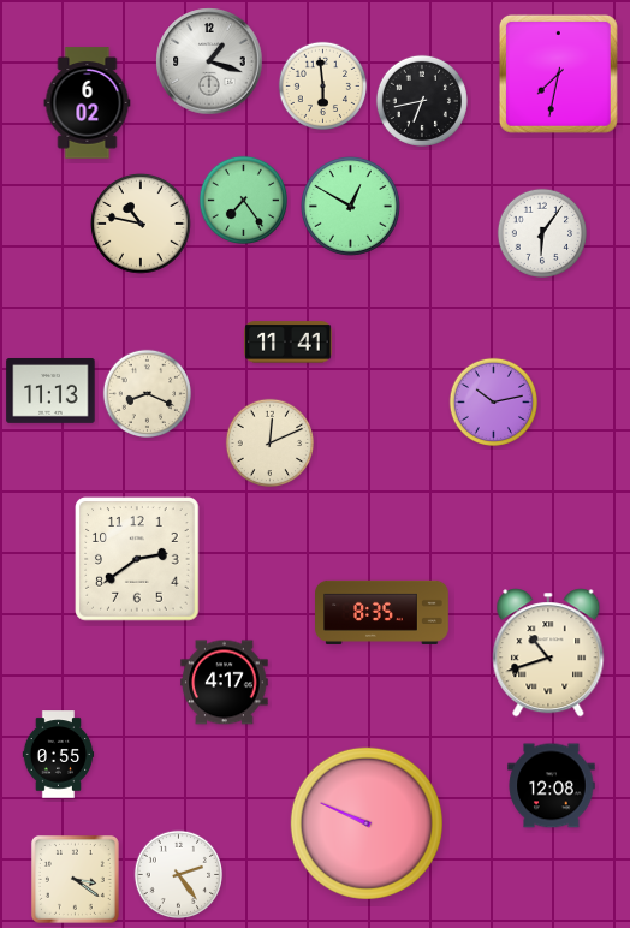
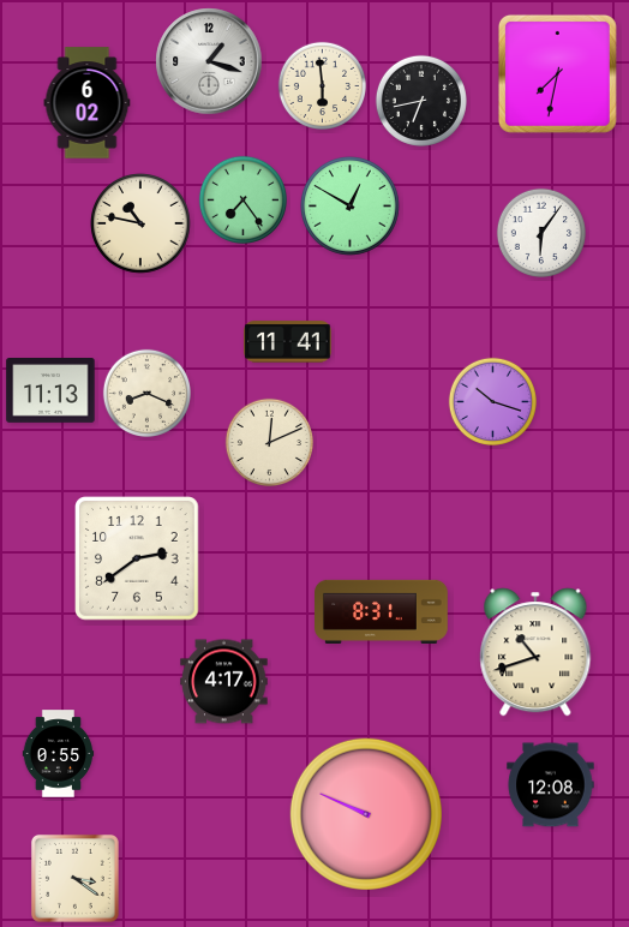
clock at (493, 401): 10:13 -> 10:18
clock at (382, 612): 8:35 -> 8:31
clock at (548, 653) position: (548, 653) -> (535, 652)
clock at (367, 823) position: (367, 823) -> (366, 814)
clock at (178, 874): 2:24 -> none
